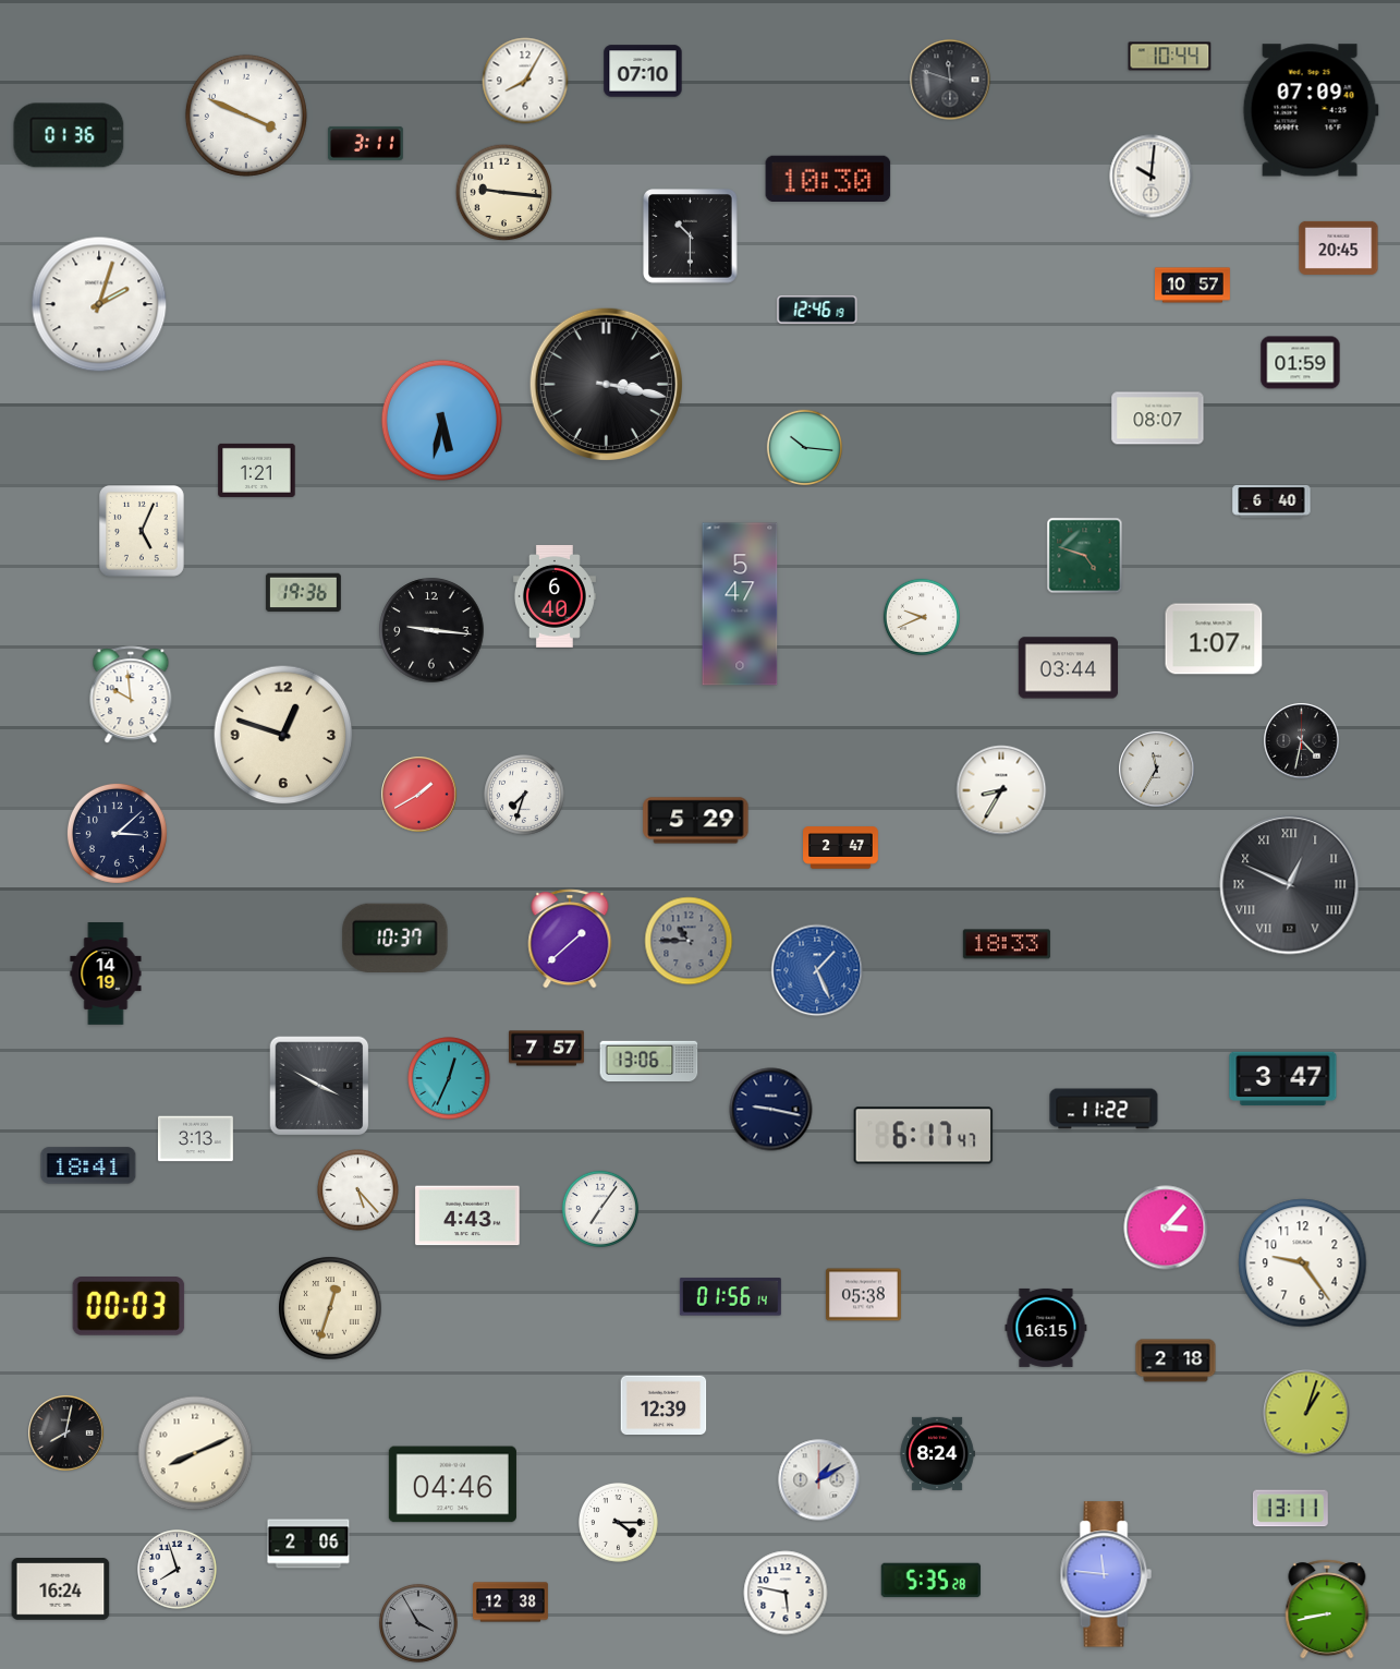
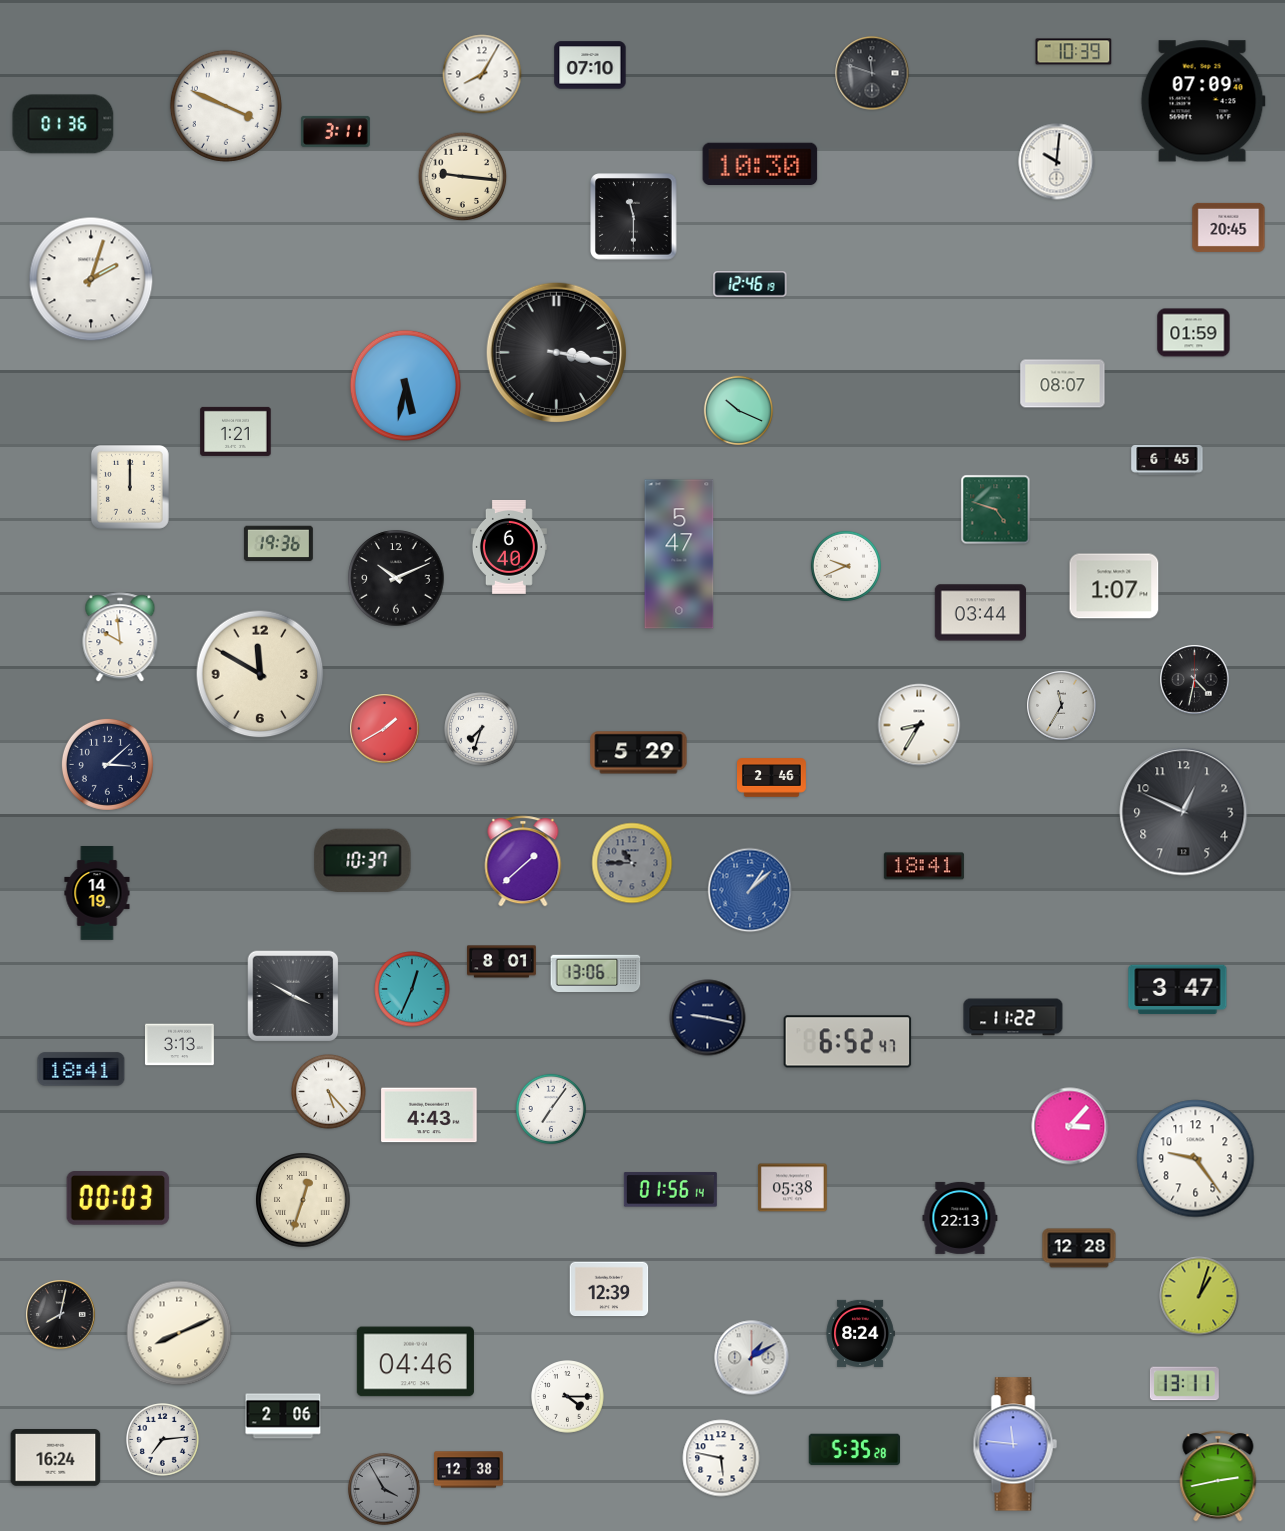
clock at (1170, 57): 10:44 -> 10:39
clock at (691, 237): 10:30 -> 11:30
clock at (1193, 286): 10:57 -> none
clock at (804, 447): 10:16 -> 10:19
clock at (1271, 501): 6:40 -> 6:45
clock at (142, 531): 5:04 -> 12:00
clock at (431, 630): 9:16 -> 10:11
clock at (283, 735): 12:48 -> 11:50
clock at (841, 848): 2:47 -> 2:46
clock at (1290, 885) numerals: Roman -> Arabic
clock at (1007, 944): 18:33 -> 18:41
clock at (817, 970): 1:26 -> 1:08
clock at (547, 1049): 7:57 -> 8:01
clock at (924, 1136): 6:17 -> 6:52
clock at (1046, 1328): 16:15 -> 22:13
clock at (1176, 1360): 2:18 -> 12:28
clock at (178, 1570): 7:57 -> 7:14
clock at (786, 1593) position: (786, 1593) -> (721, 1458)
clock at (1327, 1609): 8:43 -> 2:43
